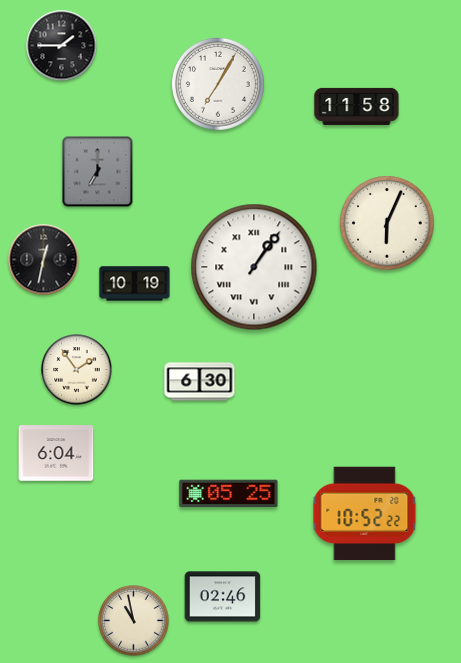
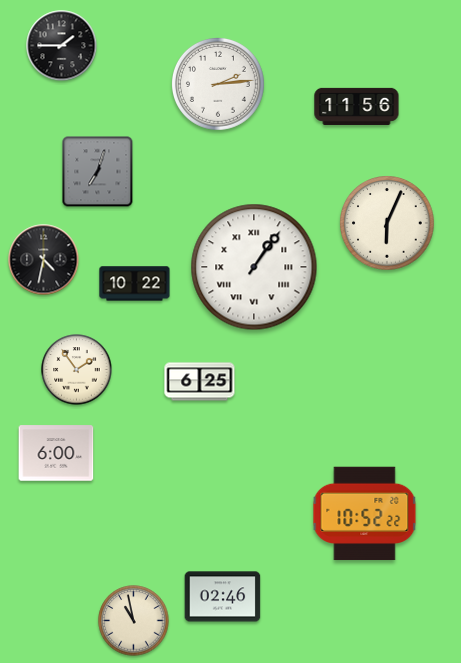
clock at (218, 84): 7:05 -> 2:14
clock at (357, 106): 11:58 -> 11:56
clock at (98, 172): 7:00 -> 7:03
clock at (44, 260): 12:32 -> 4:32
clock at (135, 284): 10:19 -> 10:22
clock at (200, 382): 6:30 -> 6:25
clock at (56, 453): 6:04 -> 6:00
clock at (229, 494): 05:25 -> none
